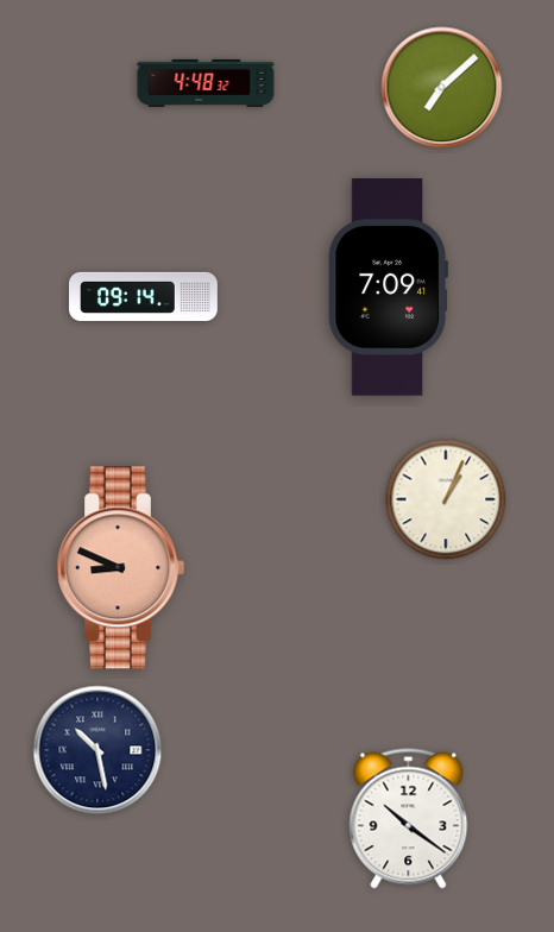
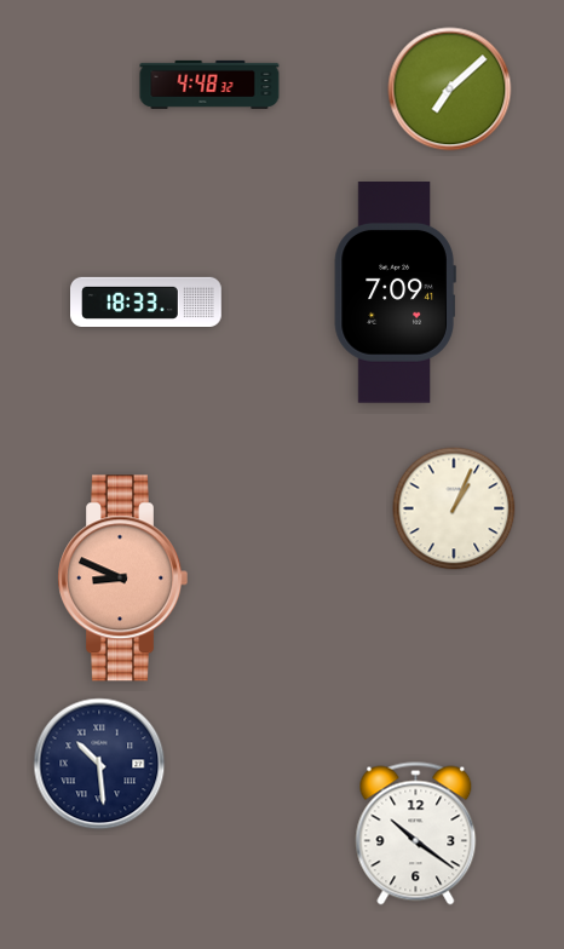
clock at (144, 296): 09:14 -> 18:33
clock at (97, 750): 10:28 -> 10:29
